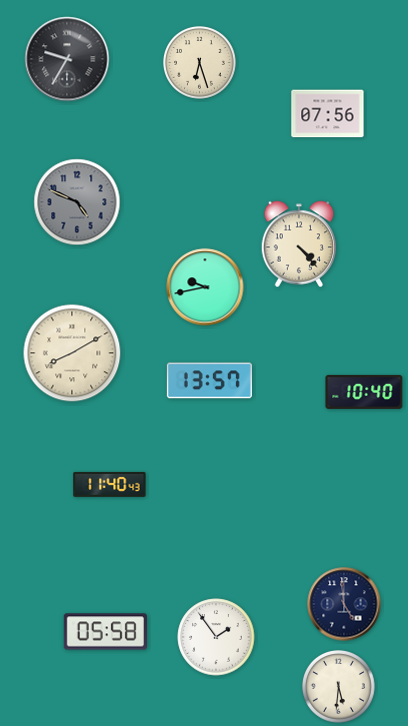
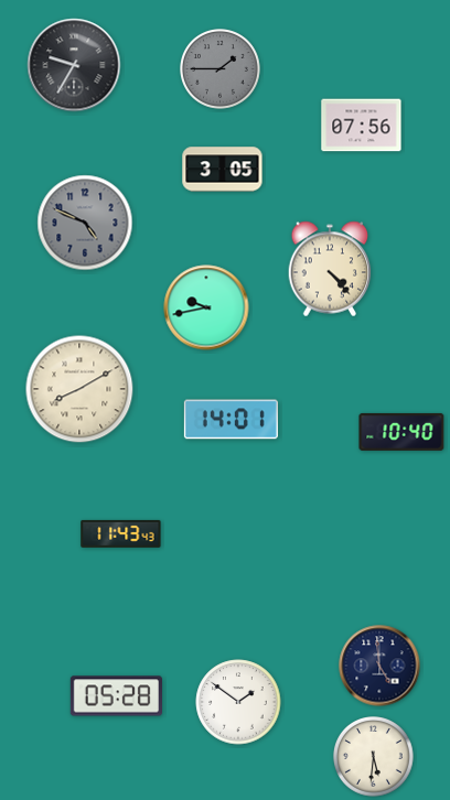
clock at (200, 63): 6:27 -> 1:45
clock at (200, 63) dial: cream -> grey
clock at (223, 170): none -> 3:05
clock at (205, 287) position: (205, 287) -> (206, 307)
clock at (209, 381): 13:57 -> 14:01
clock at (110, 484): 11:40 -> 11:43
clock at (105, 632): 05:58 -> 05:28
clock at (216, 637): 1:54 -> 1:51
